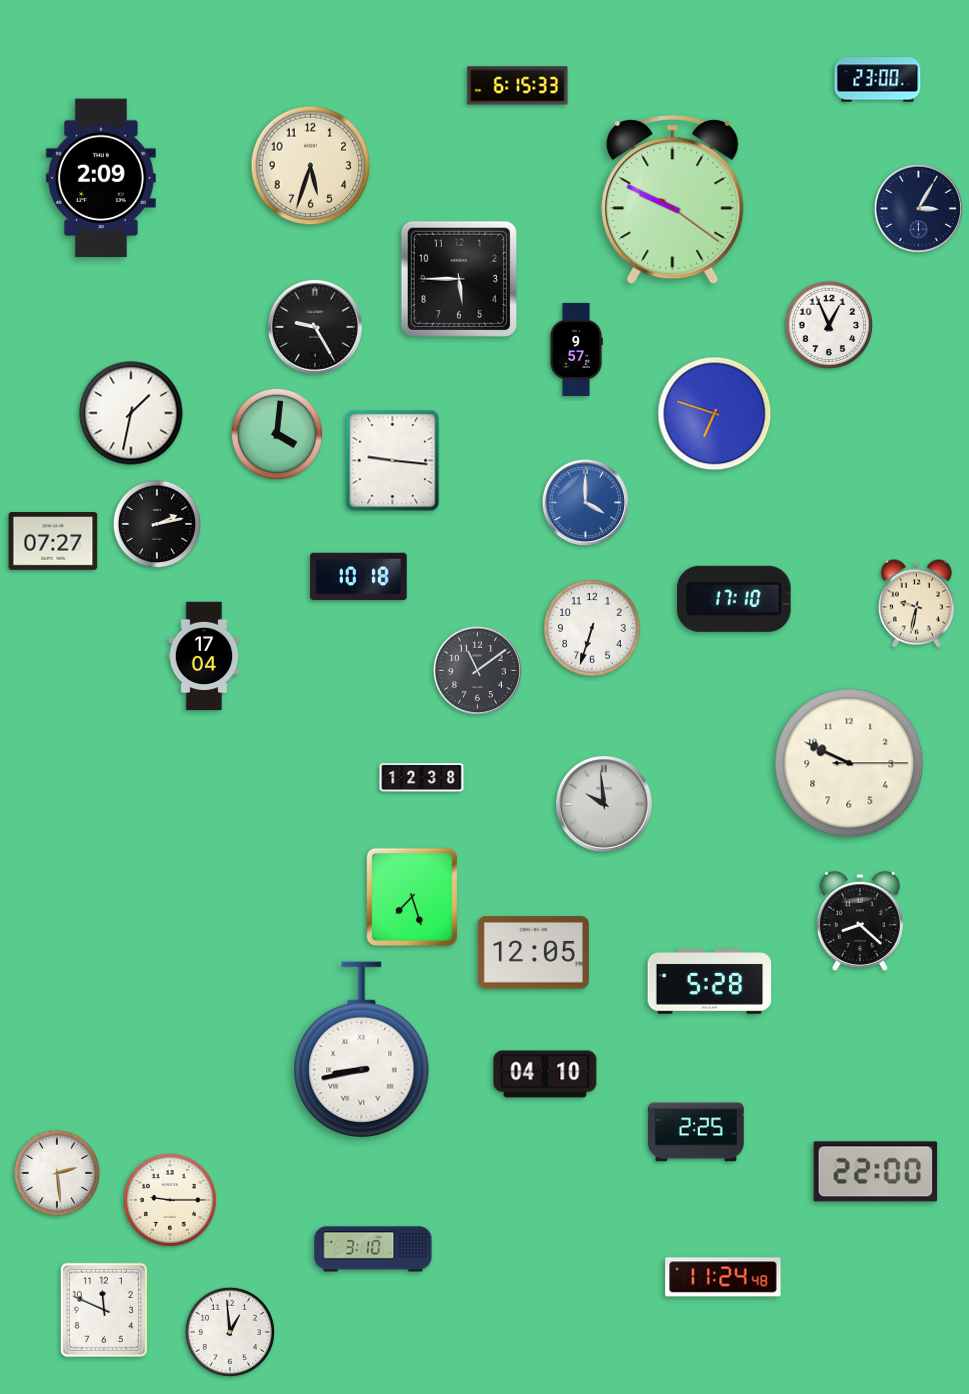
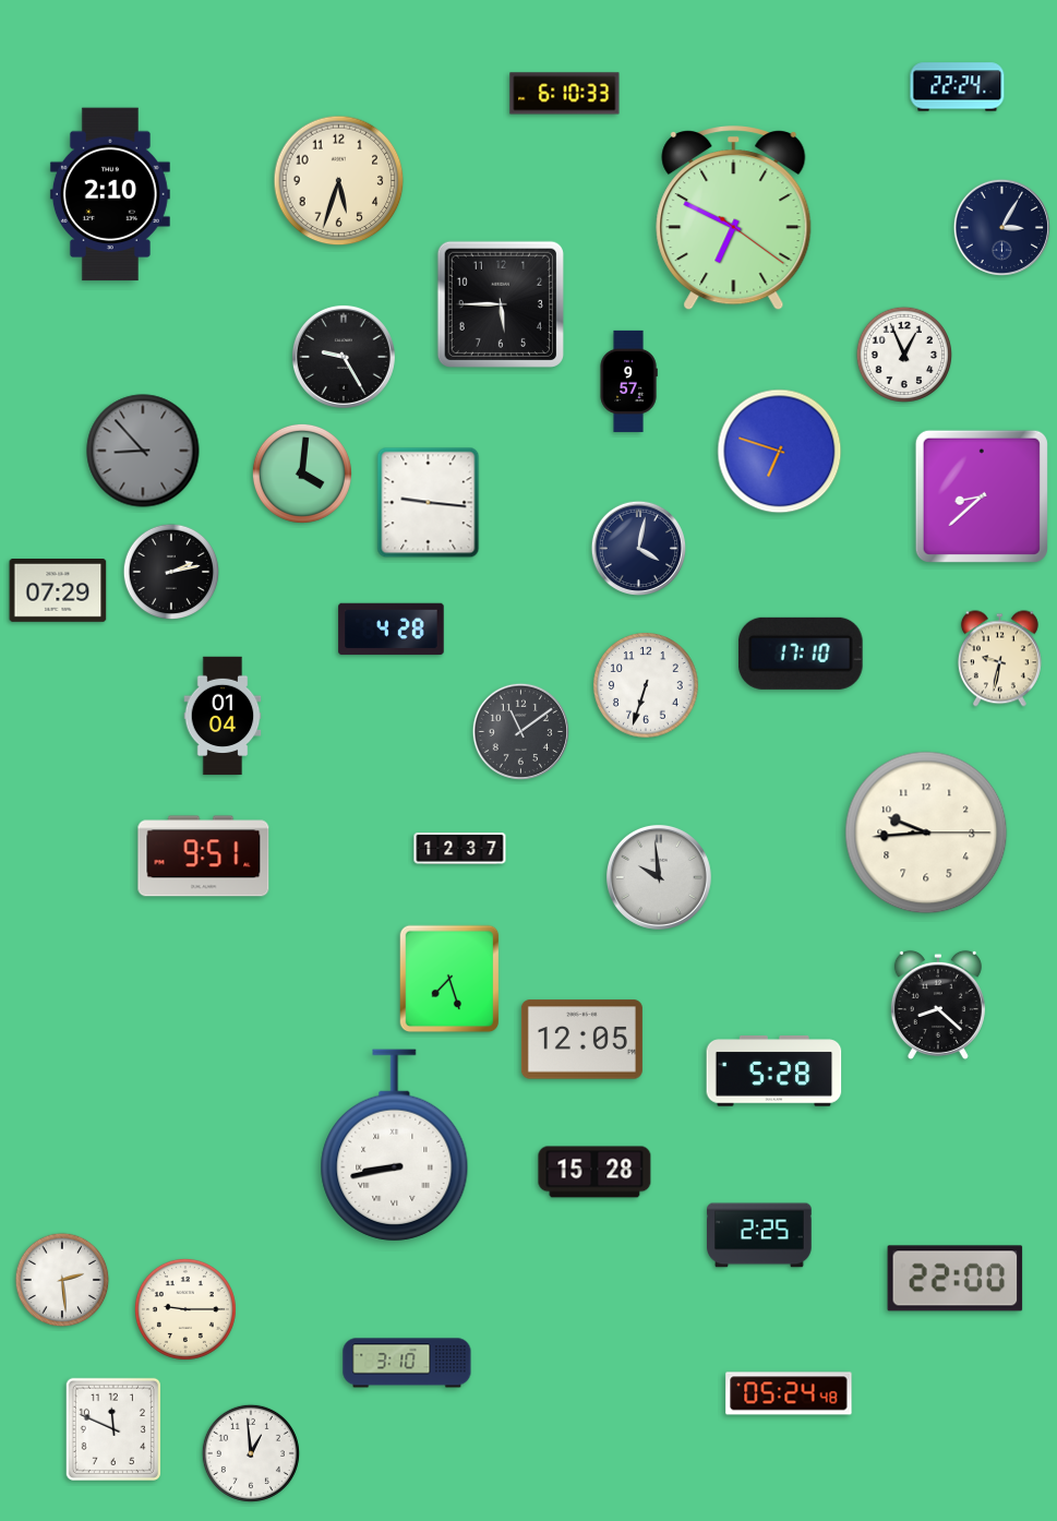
clock at (878, 80): 23:00 -> 22:24
clock at (518, 86): 6:15 -> 6:10
clock at (101, 178): 2:09 -> 2:10
clock at (673, 201): 9:49 -> 6:49
clock at (131, 413): 1:32 -> 8:53
clock at (131, 413) dial: white -> grey
clock at (982, 496): none -> 8:38
clock at (585, 502): 4:00 -> 4:02
clock at (585, 502) dial: blue -> navy
clock at (53, 542): 07:27 -> 07:29
clock at (359, 577): 10:18 -> 4:28
clock at (204, 656): 17:04 -> 01:04
clock at (849, 763): 9:49 -> 9:44
clock at (422, 778): 12:38 -> 12:37
clock at (204, 857): none -> 9:51
clock at (545, 1074): 04:10 -> 15:28
clock at (723, 1277): 11:24 -> 05:24
